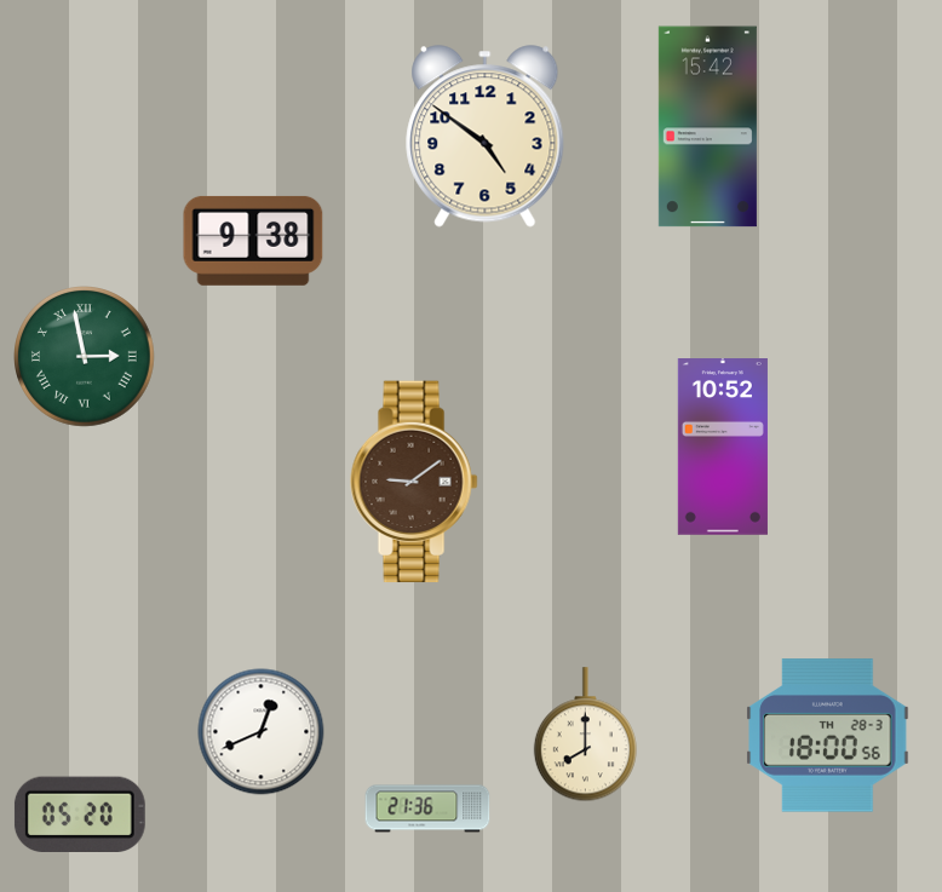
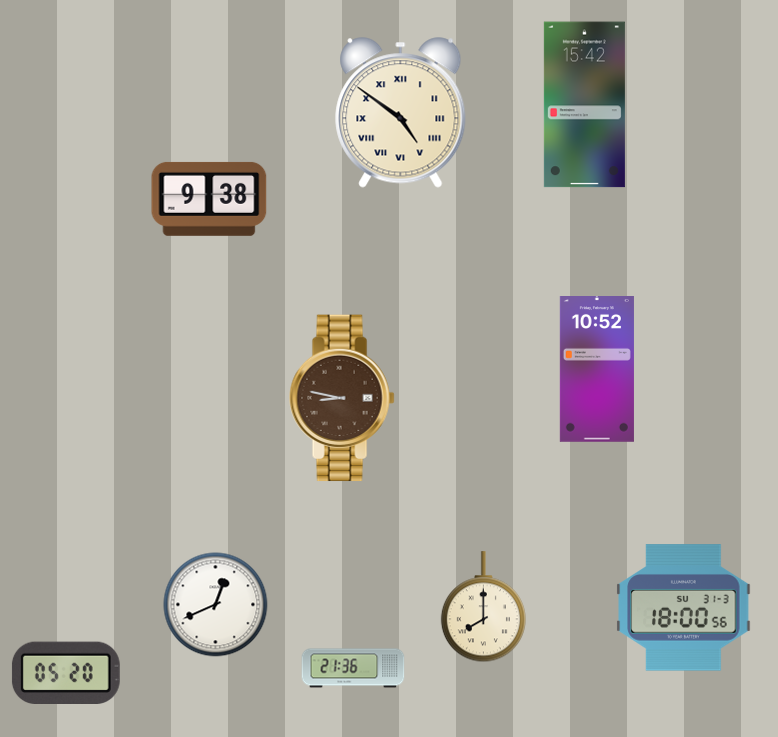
clock at (486, 137) numerals: Arabic -> Roman
clock at (85, 357): 2:58 -> none
clock at (414, 482): 9:09 -> 8:47
clock at (828, 736) date: TH 28-3 -> SU 31-3
